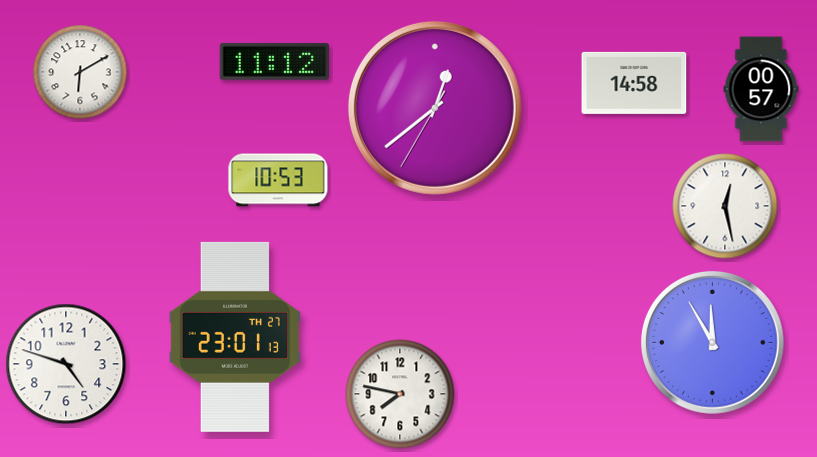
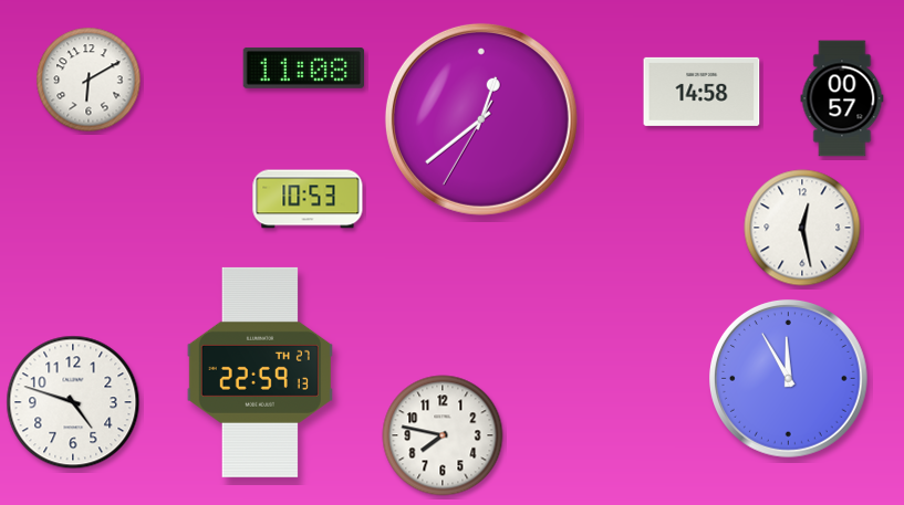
clock at (275, 61): 11:12 -> 11:08
clock at (235, 337): 23:01 -> 22:59
